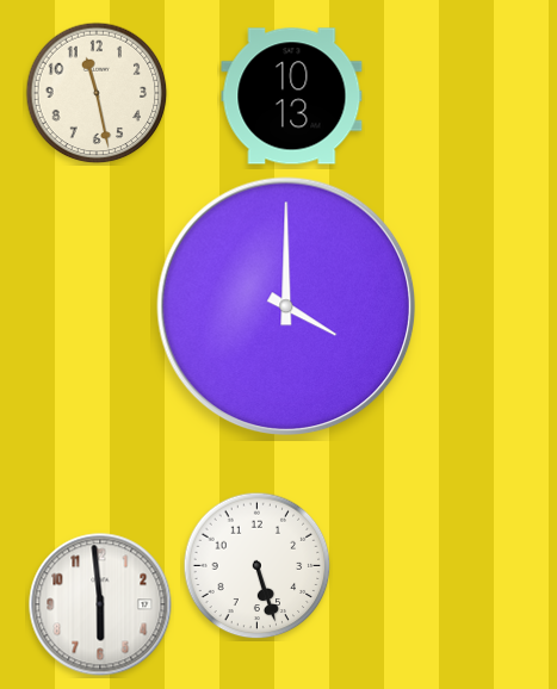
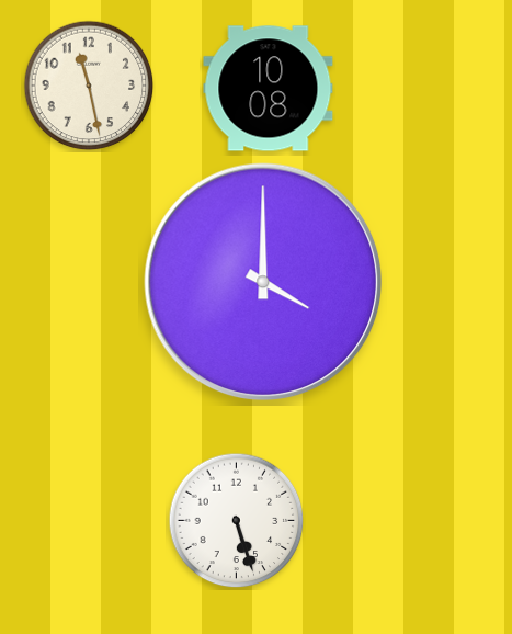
clock at (292, 97): 10:13 -> 10:08
clock at (100, 604): 5:59 -> none
